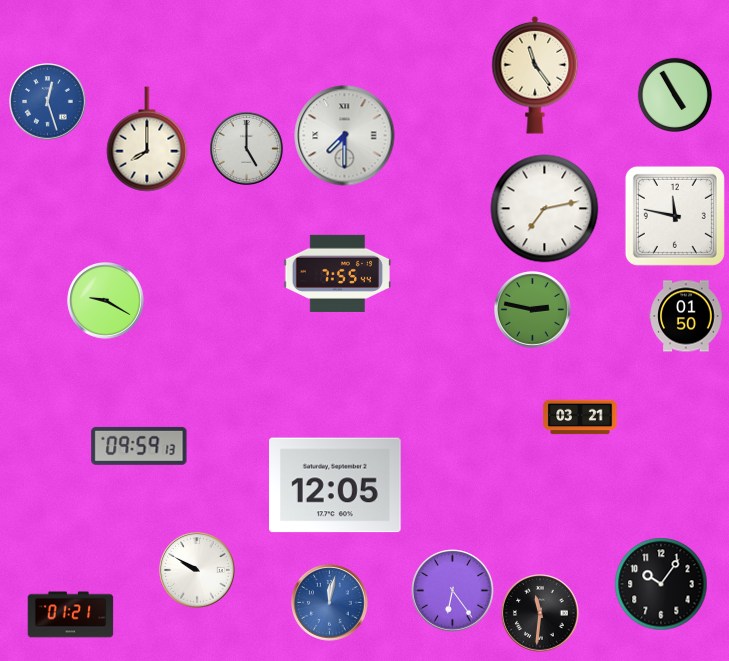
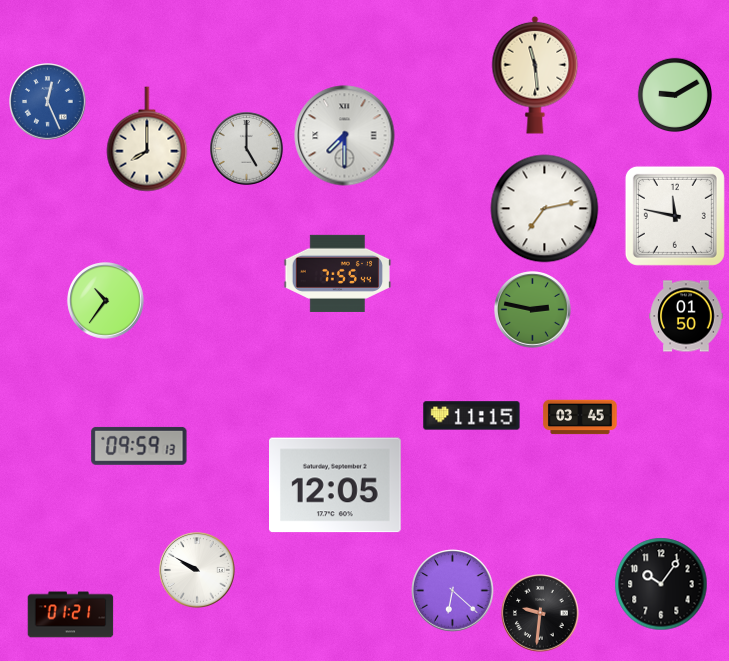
clock at (535, 75): 11:24 -> 11:29
clock at (674, 94): 4:55 -> 9:10
clock at (48, 102): 12:27 -> 12:26
clock at (106, 301): 9:20 -> 10:36
clock at (472, 416): none -> 11:15
clock at (580, 417): 03:21 -> 03:45
clock at (453, 591): 6:24 -> 6:22
clock at (330, 603): 12:02 -> none
clock at (540, 613): 11:31 -> 9:31
